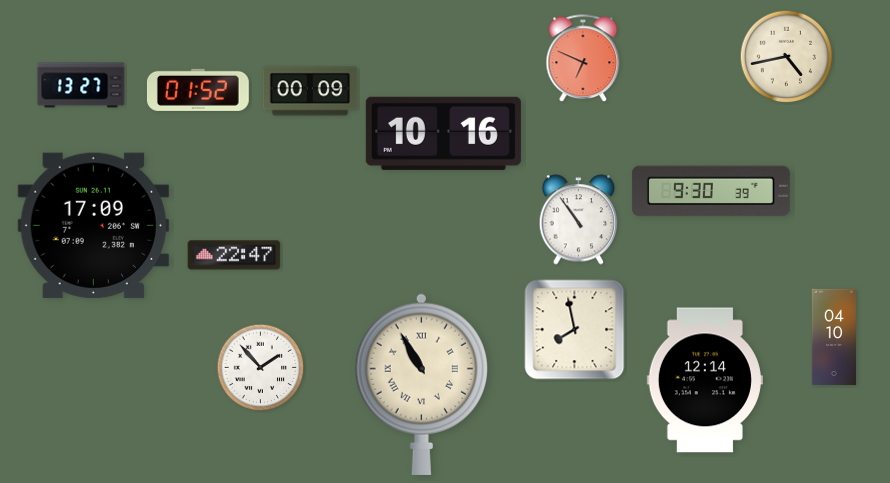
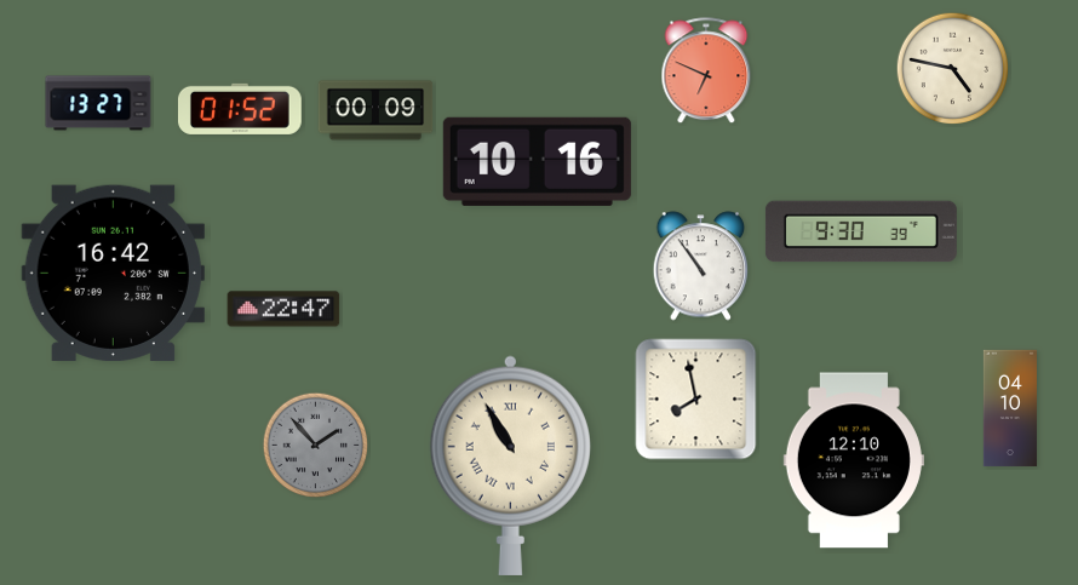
clock at (787, 57): 4:43 -> 4:47
clock at (93, 225): 17:09 -> 16:42
clock at (261, 368) dial: white -> grey
clock at (705, 380): 12:14 -> 12:10
